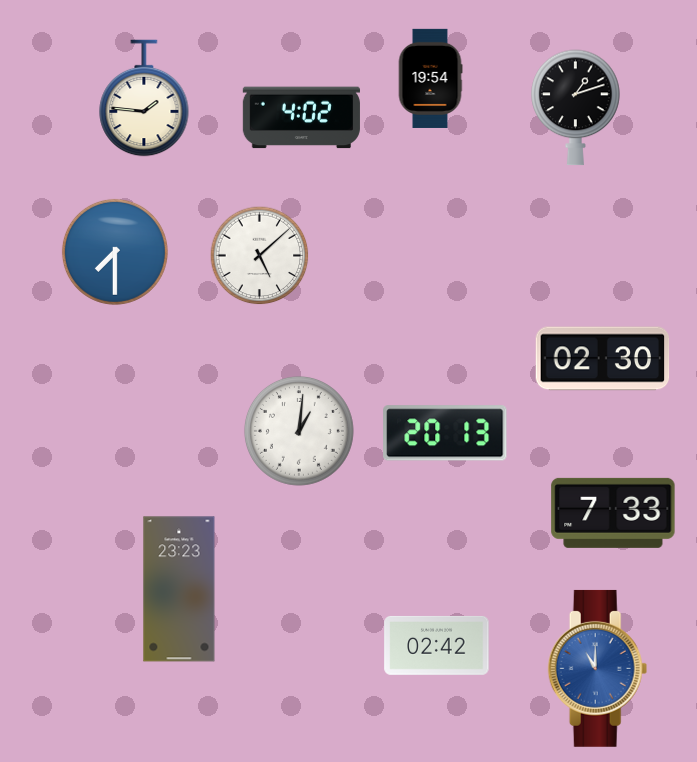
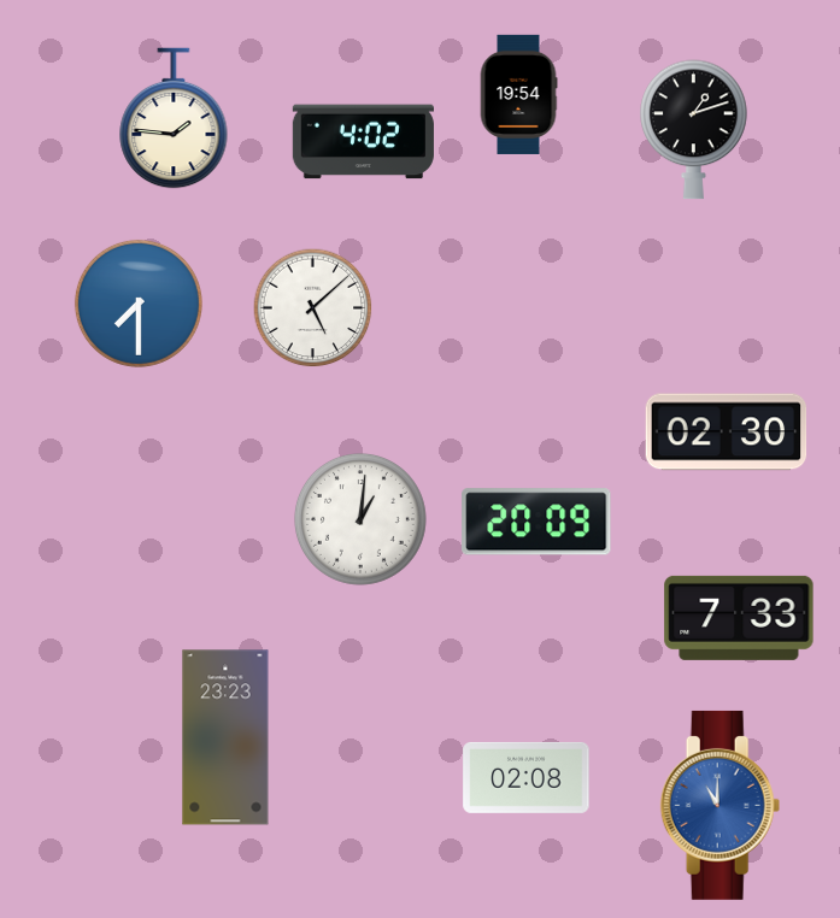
clock at (445, 433): 20:13 -> 20:09
clock at (179, 589) position: (179, 589) -> (225, 737)
clock at (437, 645): 02:42 -> 02:08
